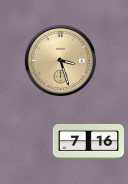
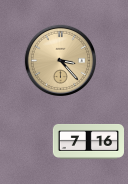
clock at (60, 60): 3:27 -> 3:23
